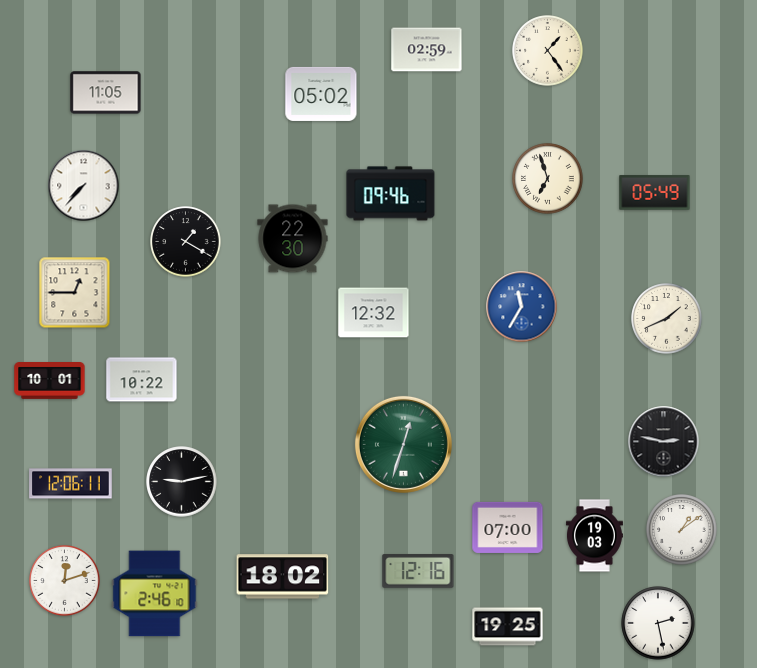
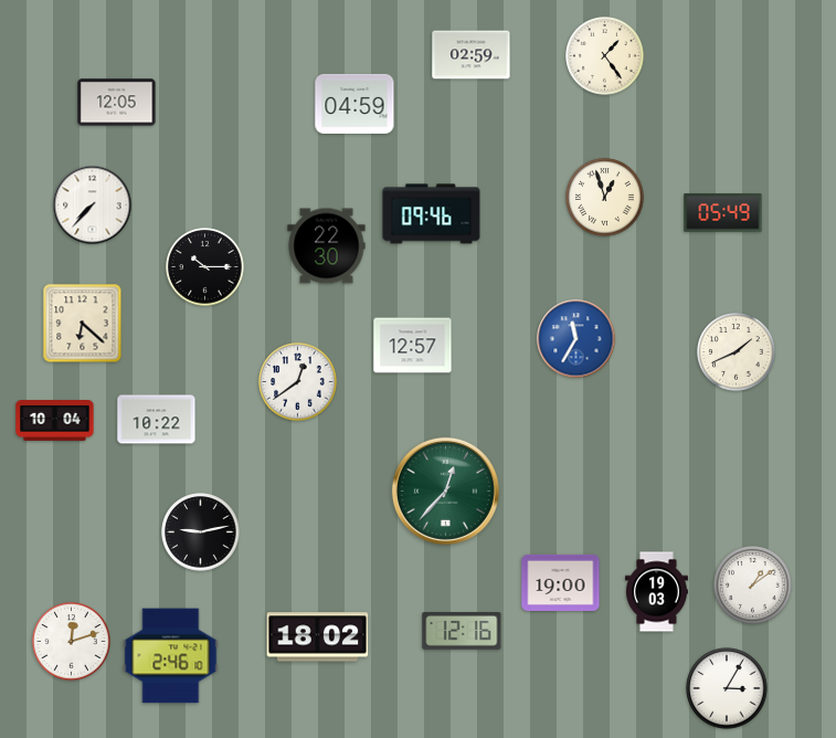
clock at (106, 93): 11:05 -> 12:05
clock at (321, 94): 05:02 -> 04:59
clock at (548, 179): 6:57 -> 12:57
clock at (293, 239) position: (293, 239) -> (327, 246)
clock at (186, 242): 1:20 -> 10:15
clock at (75, 293): 12:45 -> 6:22
clock at (374, 313): 12:32 -> 12:57
clock at (298, 382): none -> 12:39
clock at (50, 381): 10:01 -> 10:04
clock at (664, 442): 2:47 -> none
clock at (403, 444): 12:33 -> 12:37
clock at (71, 484): 12:06 -> none
clock at (508, 527): 07:00 -> 19:00
clock at (283, 577) position: (283, 577) -> (318, 637)
clock at (658, 623): 2:28 -> 3:05
clock at (508, 627): 19:25 -> none
